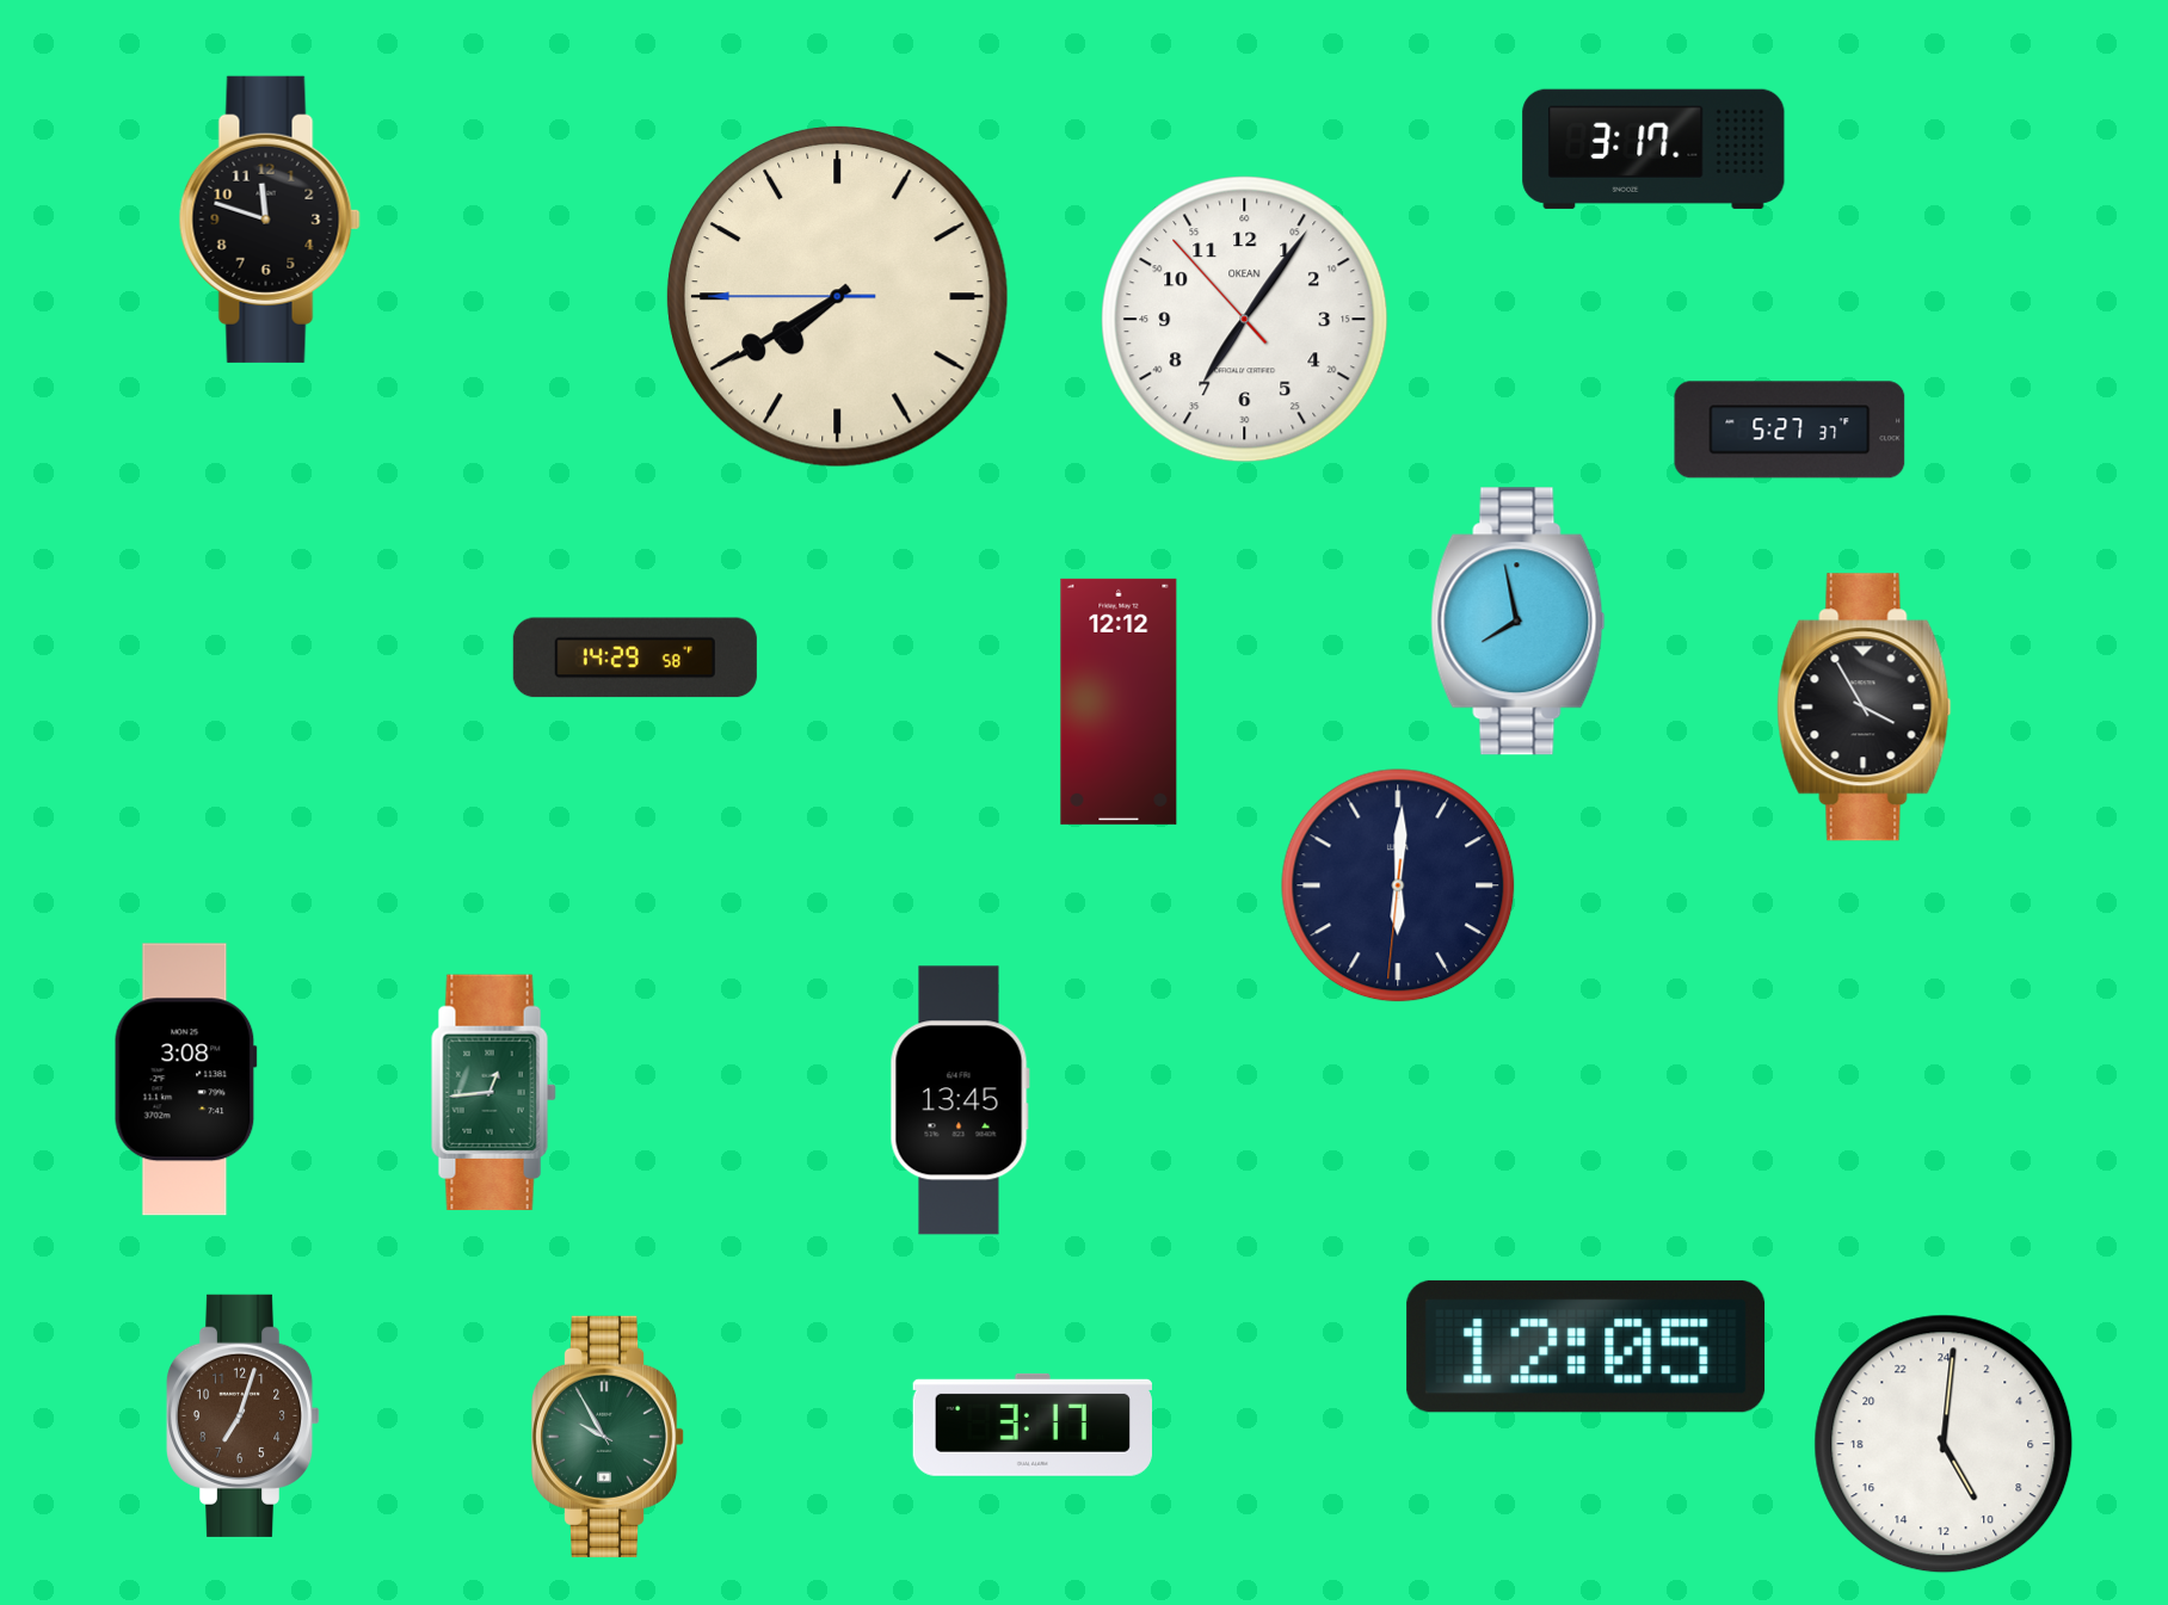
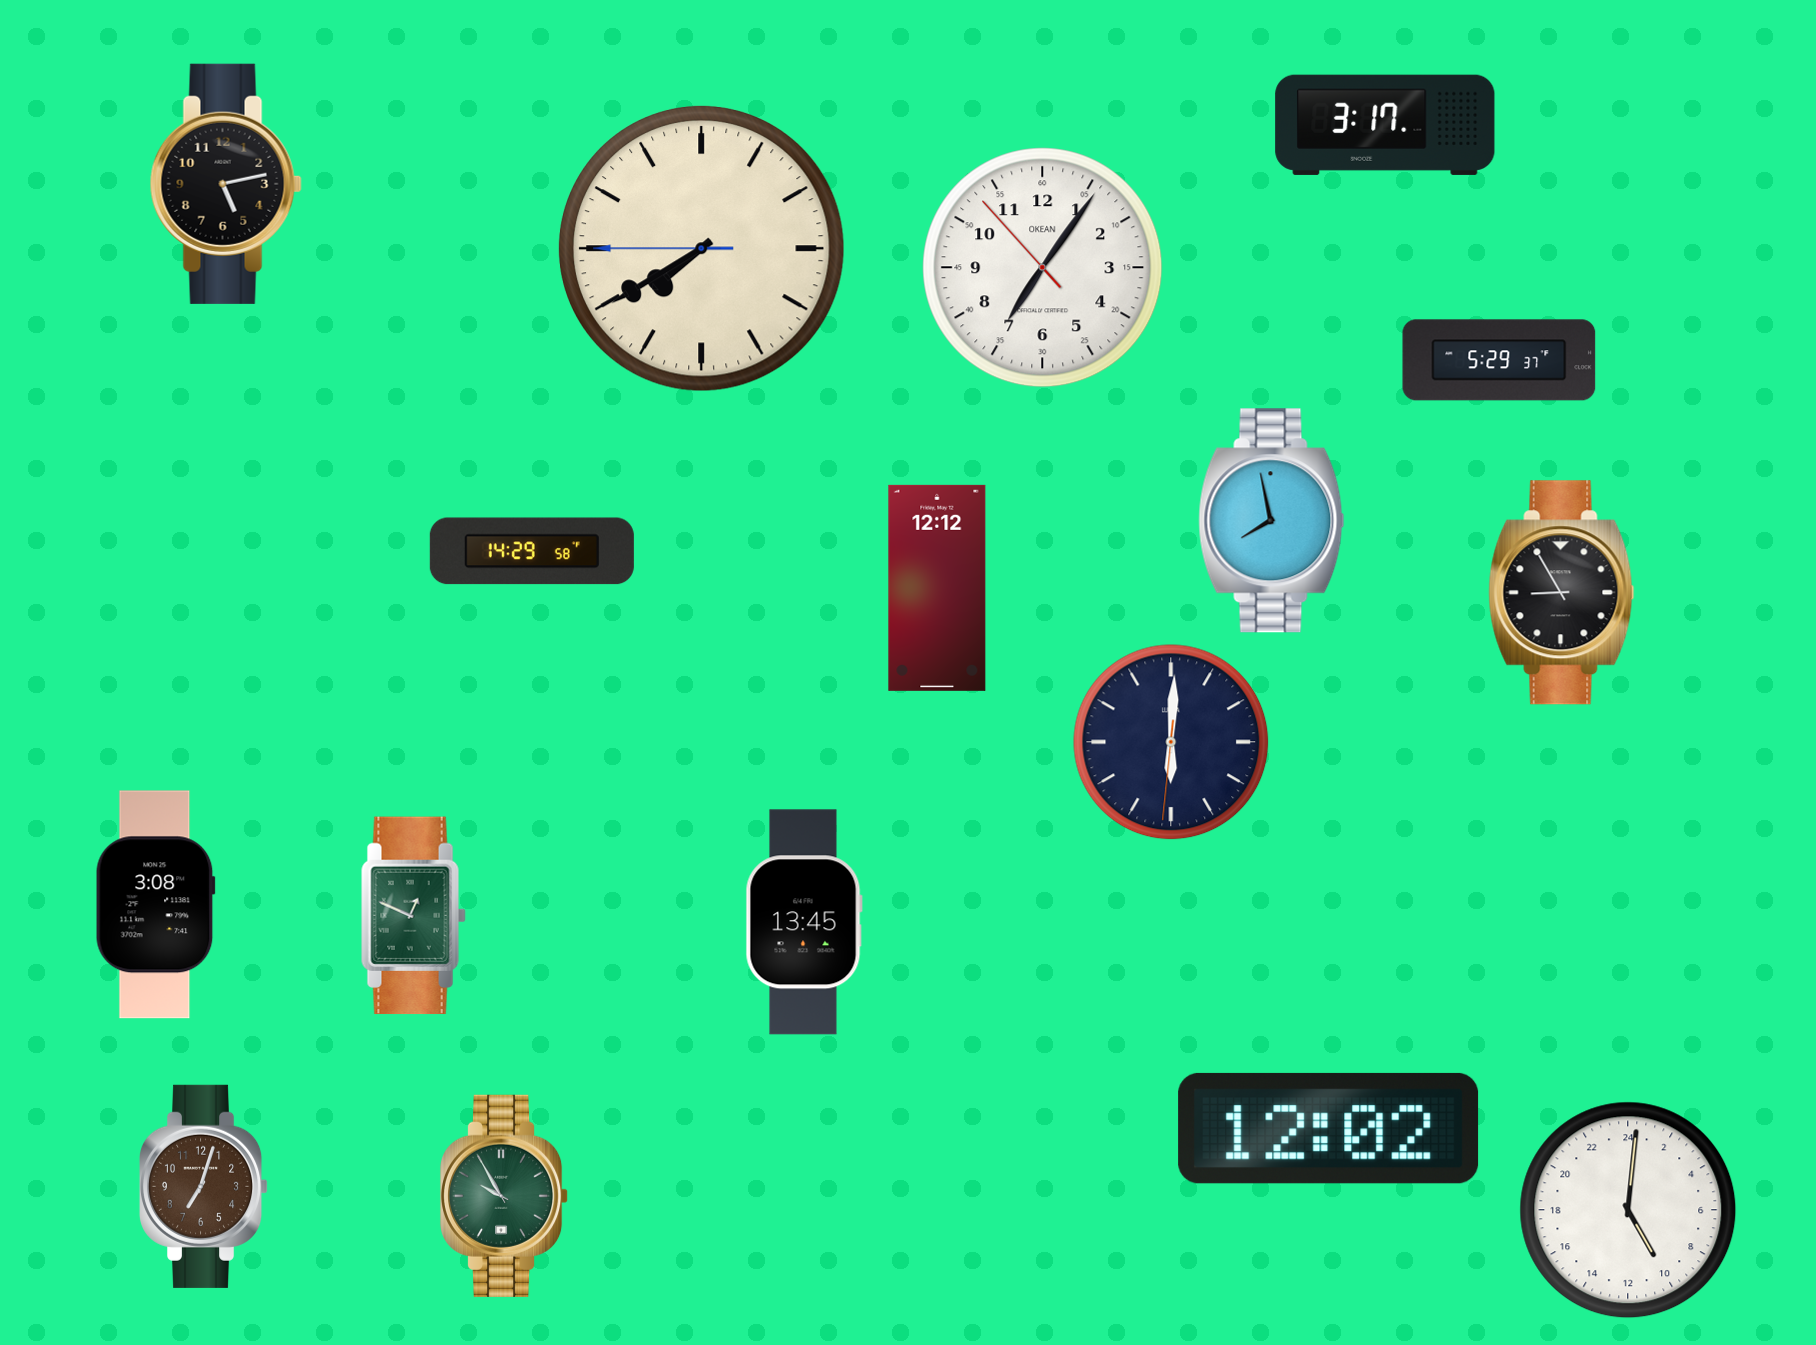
clock at (270, 220): 11:48 -> 5:13
clock at (1790, 430): 5:27 -> 5:29
clock at (1865, 708): 3:55 -> 8:55
clock at (494, 1093): 12:44 -> 12:49
clock at (1587, 1346): 12:05 -> 12:02
clock at (1033, 1425): 3:17 -> none
clock at (608, 1437) position: (608, 1437) -> (504, 1196)
